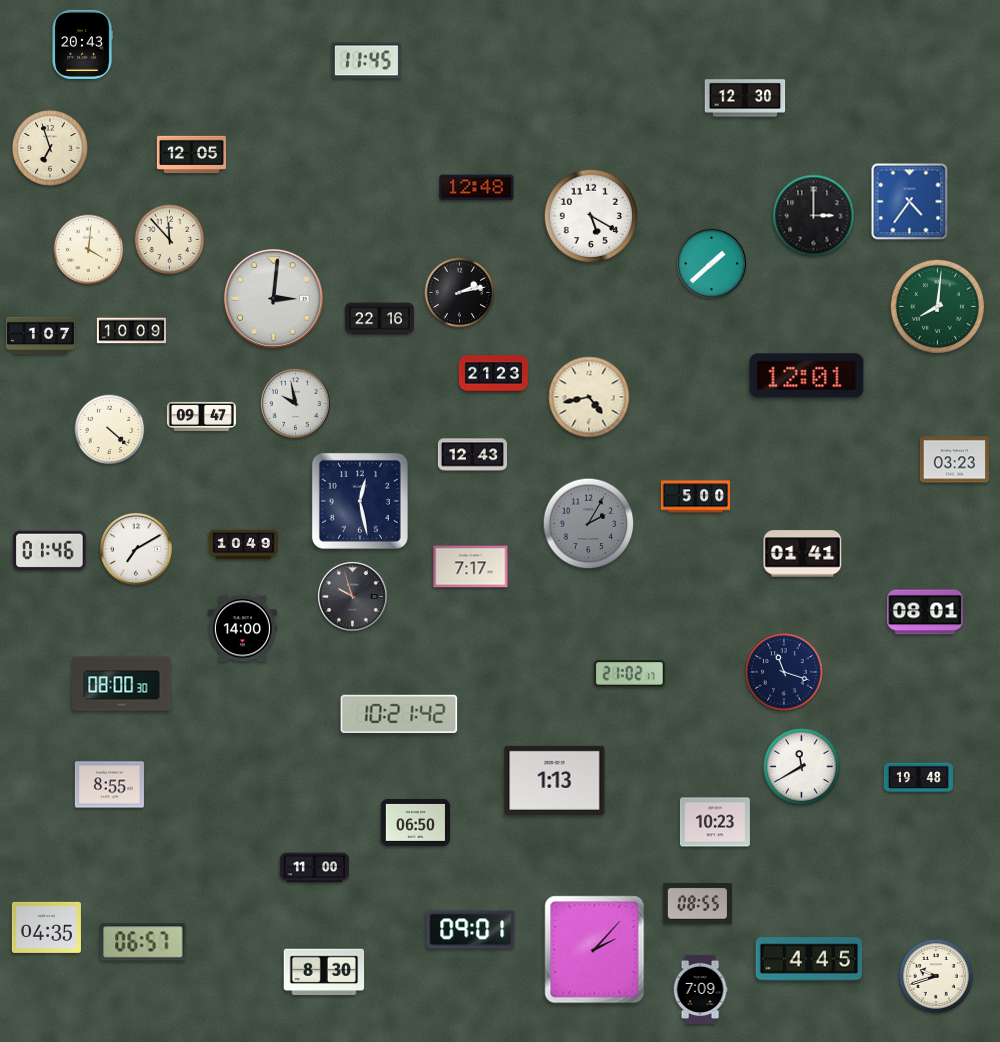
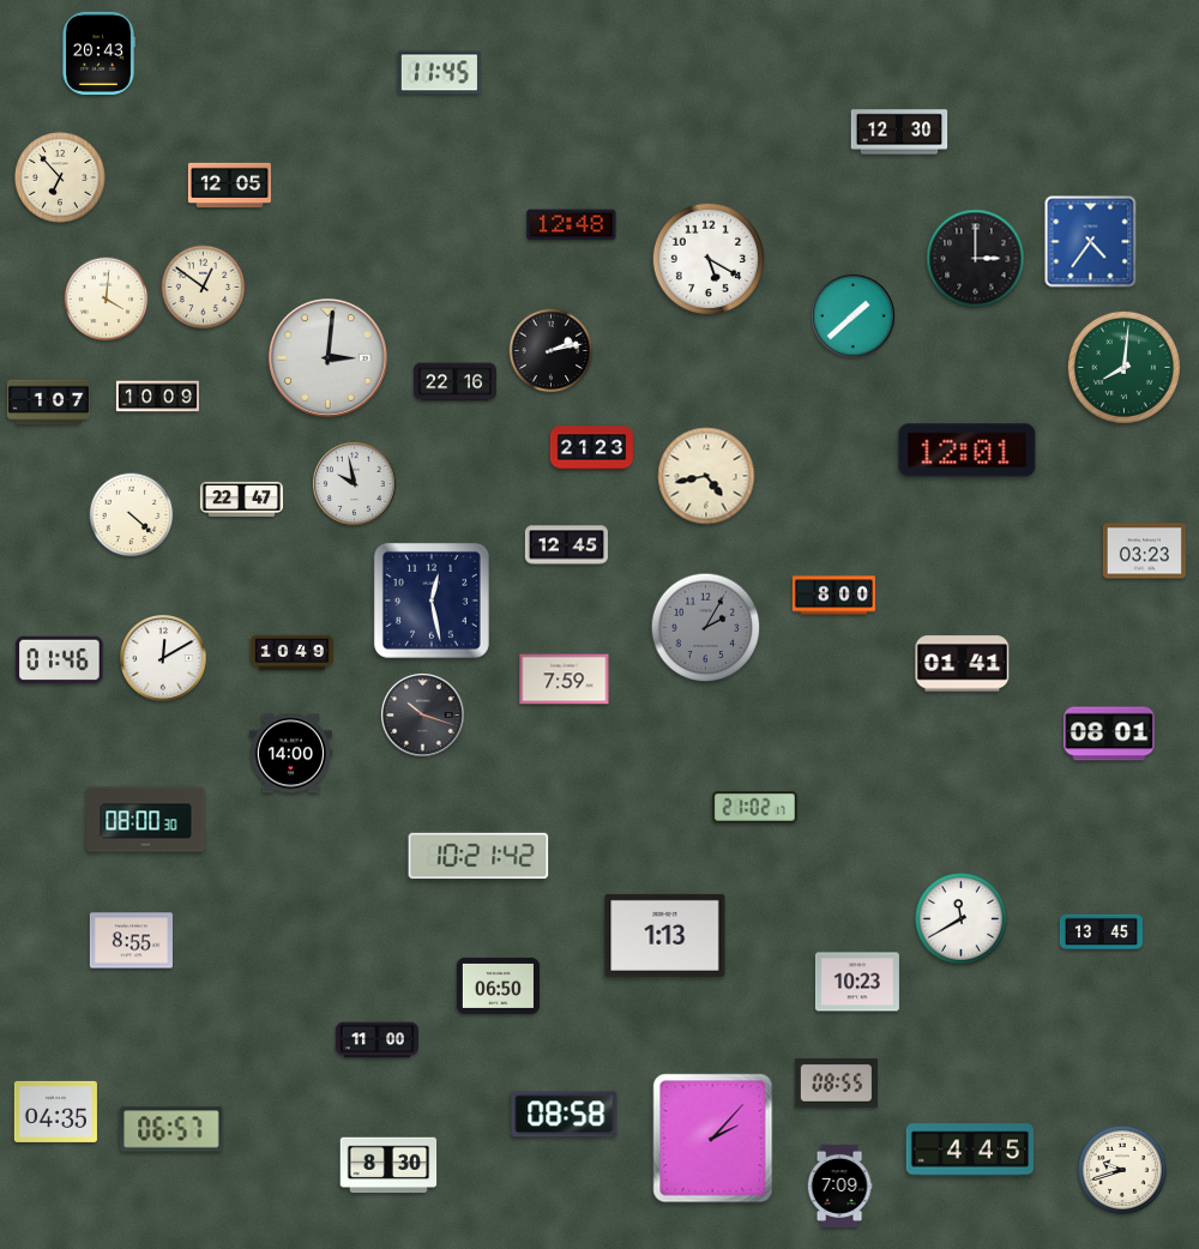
clock at (745, 98) position: (745, 98) -> (899, 132)
clock at (50, 148): 6:57 -> 6:53
clock at (170, 240): 11:53 -> 12:51
clock at (201, 416): 09:47 -> 22:47
clock at (472, 455): 12:43 -> 12:45
clock at (695, 497): 5:00 -> 8:00
clock at (136, 549): 7:10 -> 12:10
clock at (471, 567): 7:17 -> 7:59
clock at (352, 596): 9:57 -> 10:18
clock at (784, 672): 11:18 -> none
clock at (918, 778): 19:48 -> 13:45
clock at (715, 822) position: (715, 822) -> (857, 982)
clock at (471, 930): 09:01 -> 08:58
